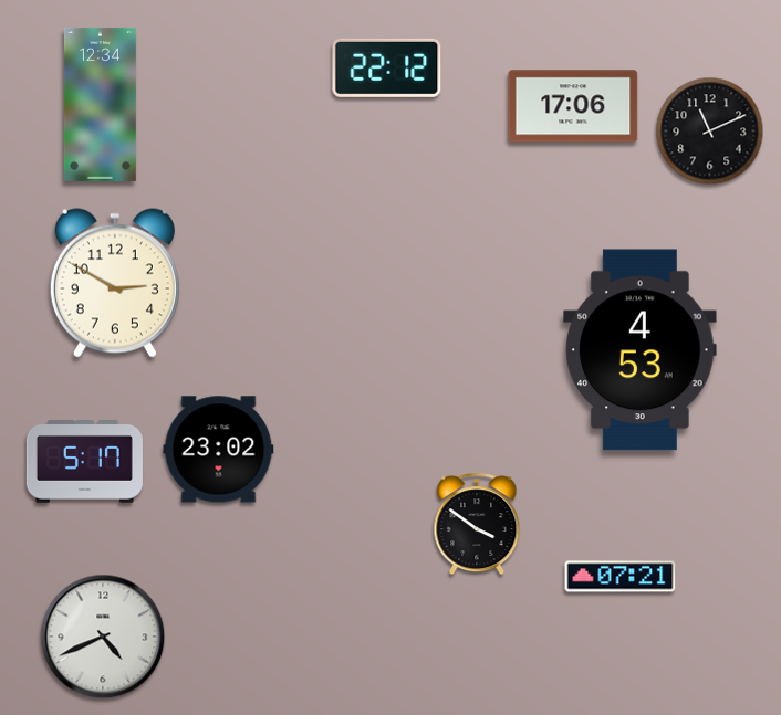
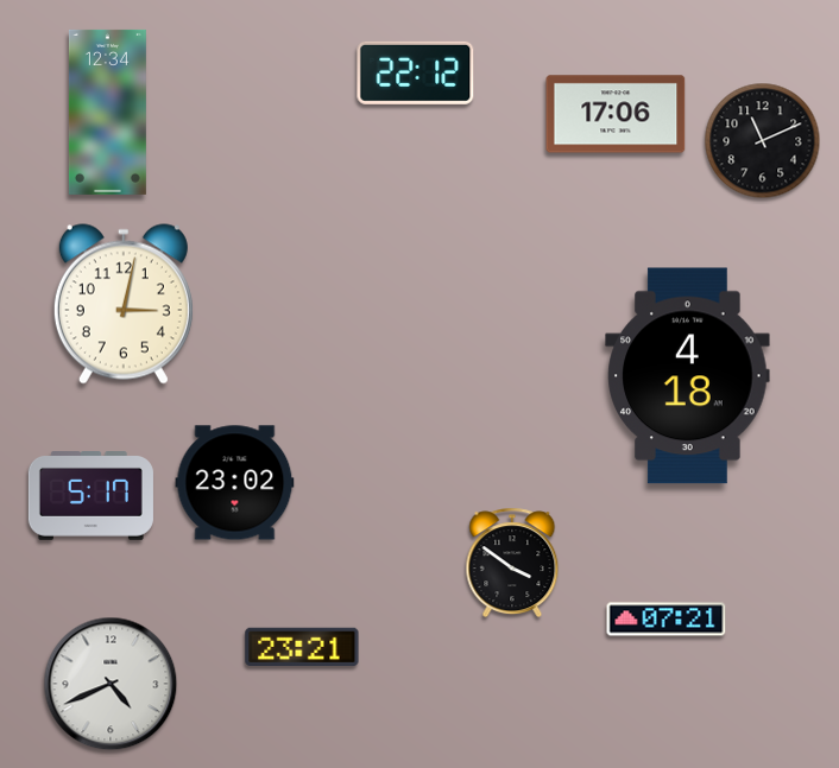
clock at (115, 283): 2:50 -> 3:02
clock at (641, 350): 4:53 -> 4:18
clock at (302, 647): none -> 23:21
